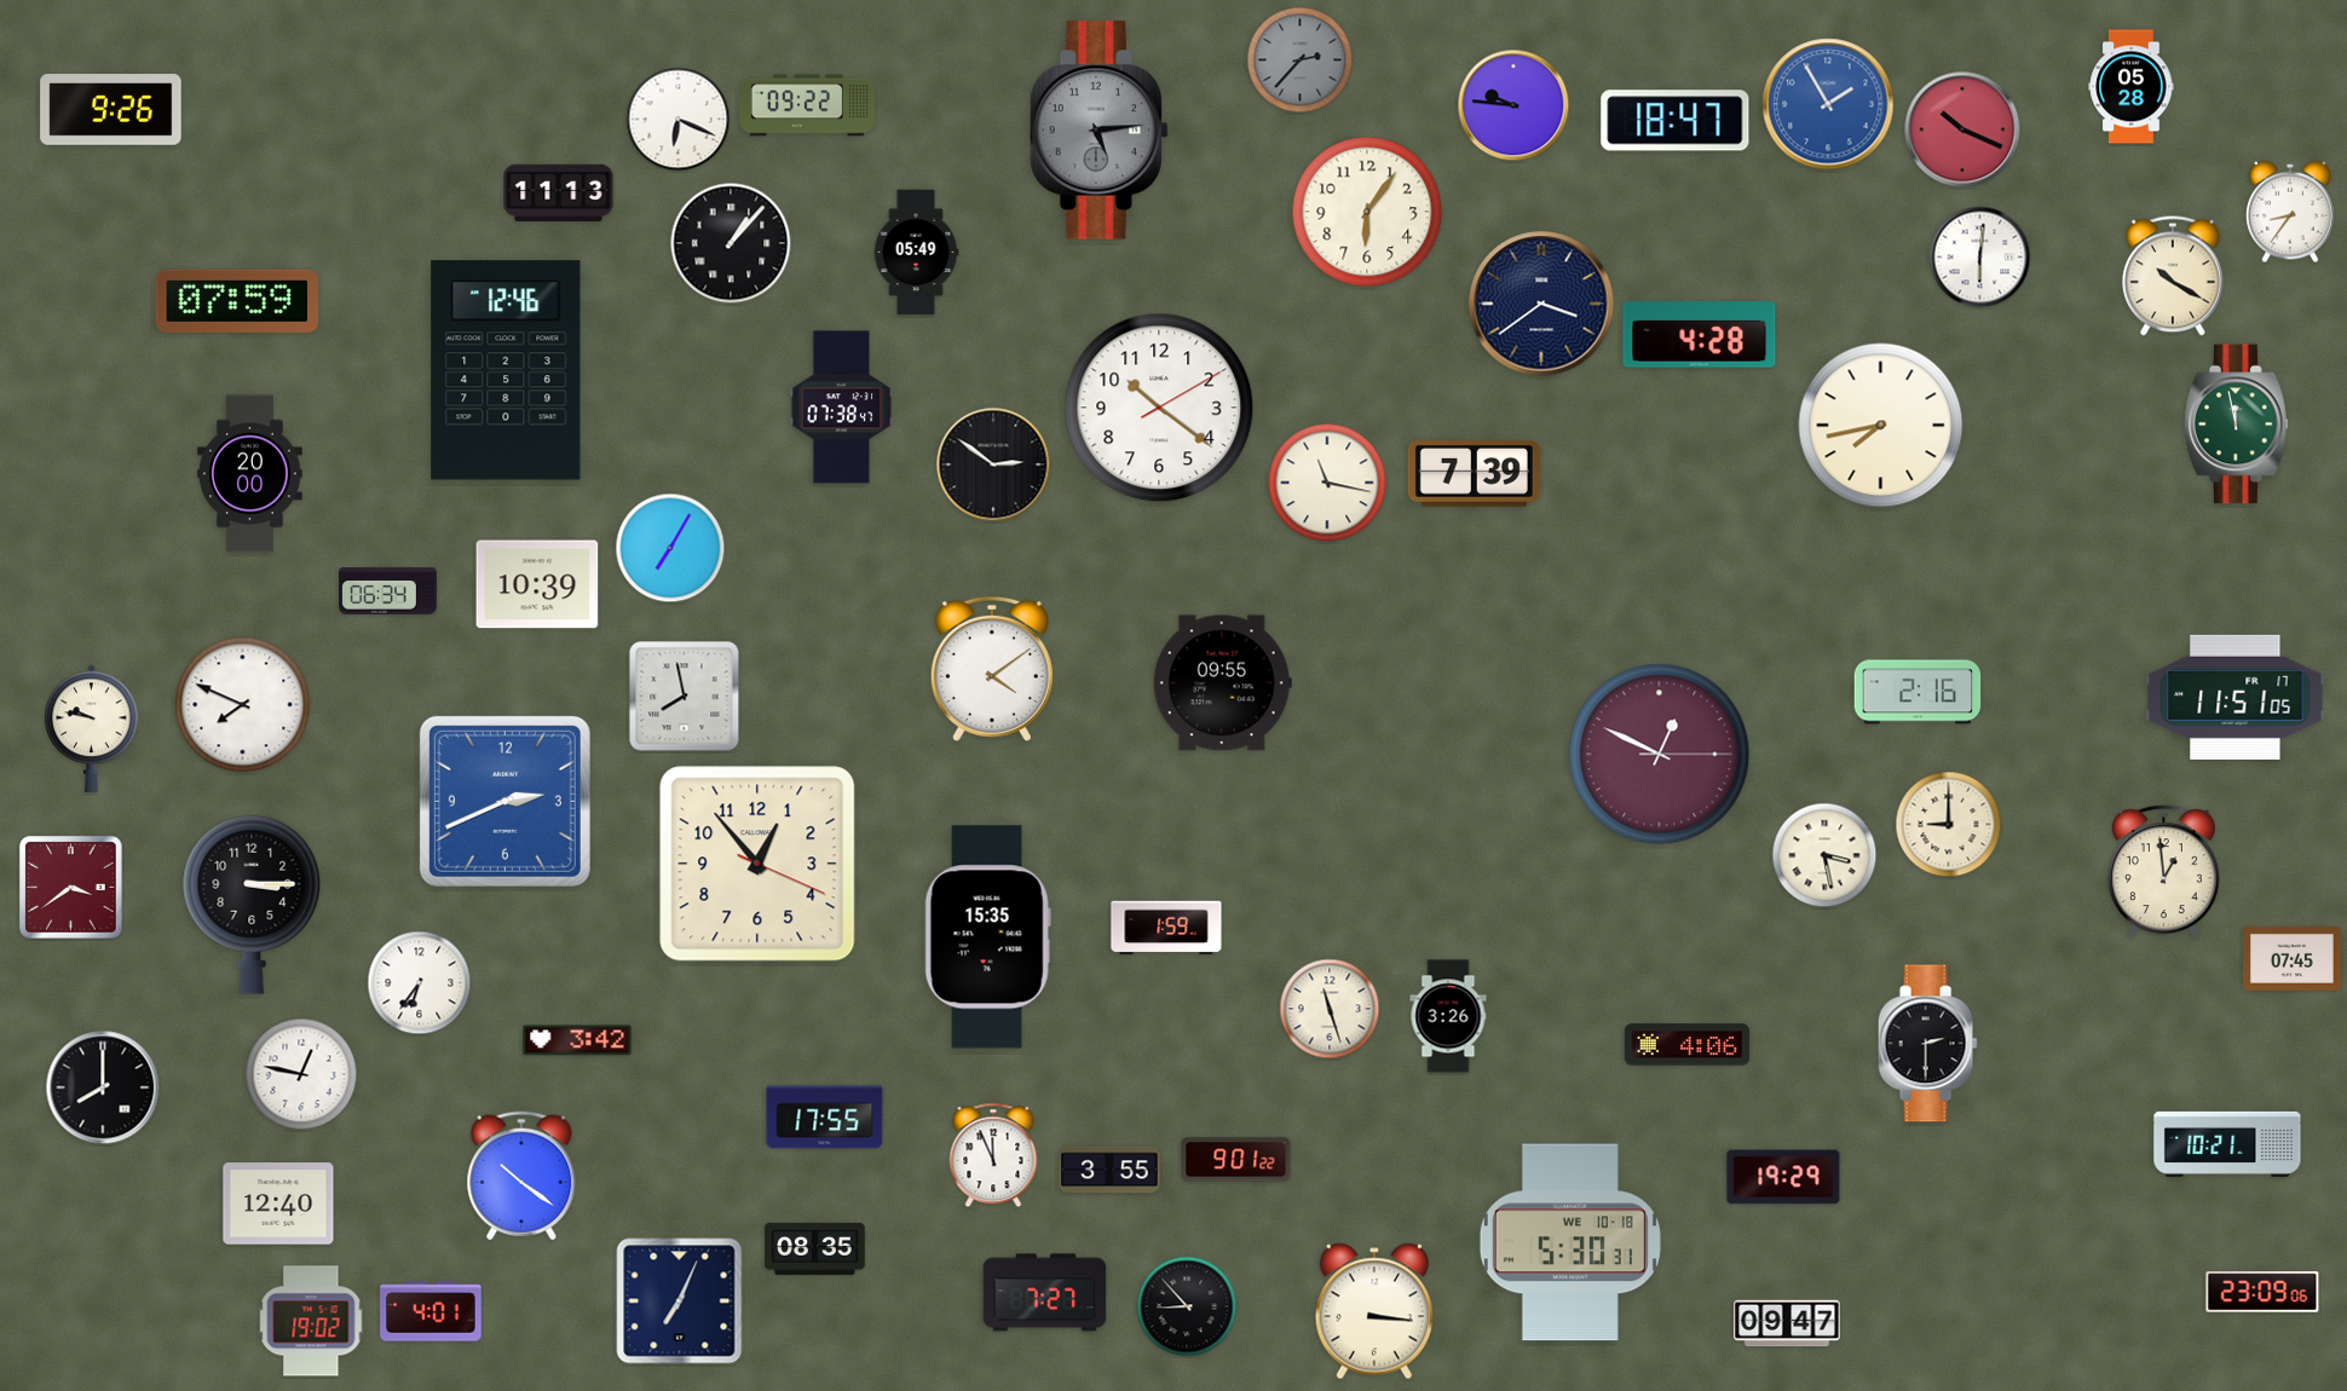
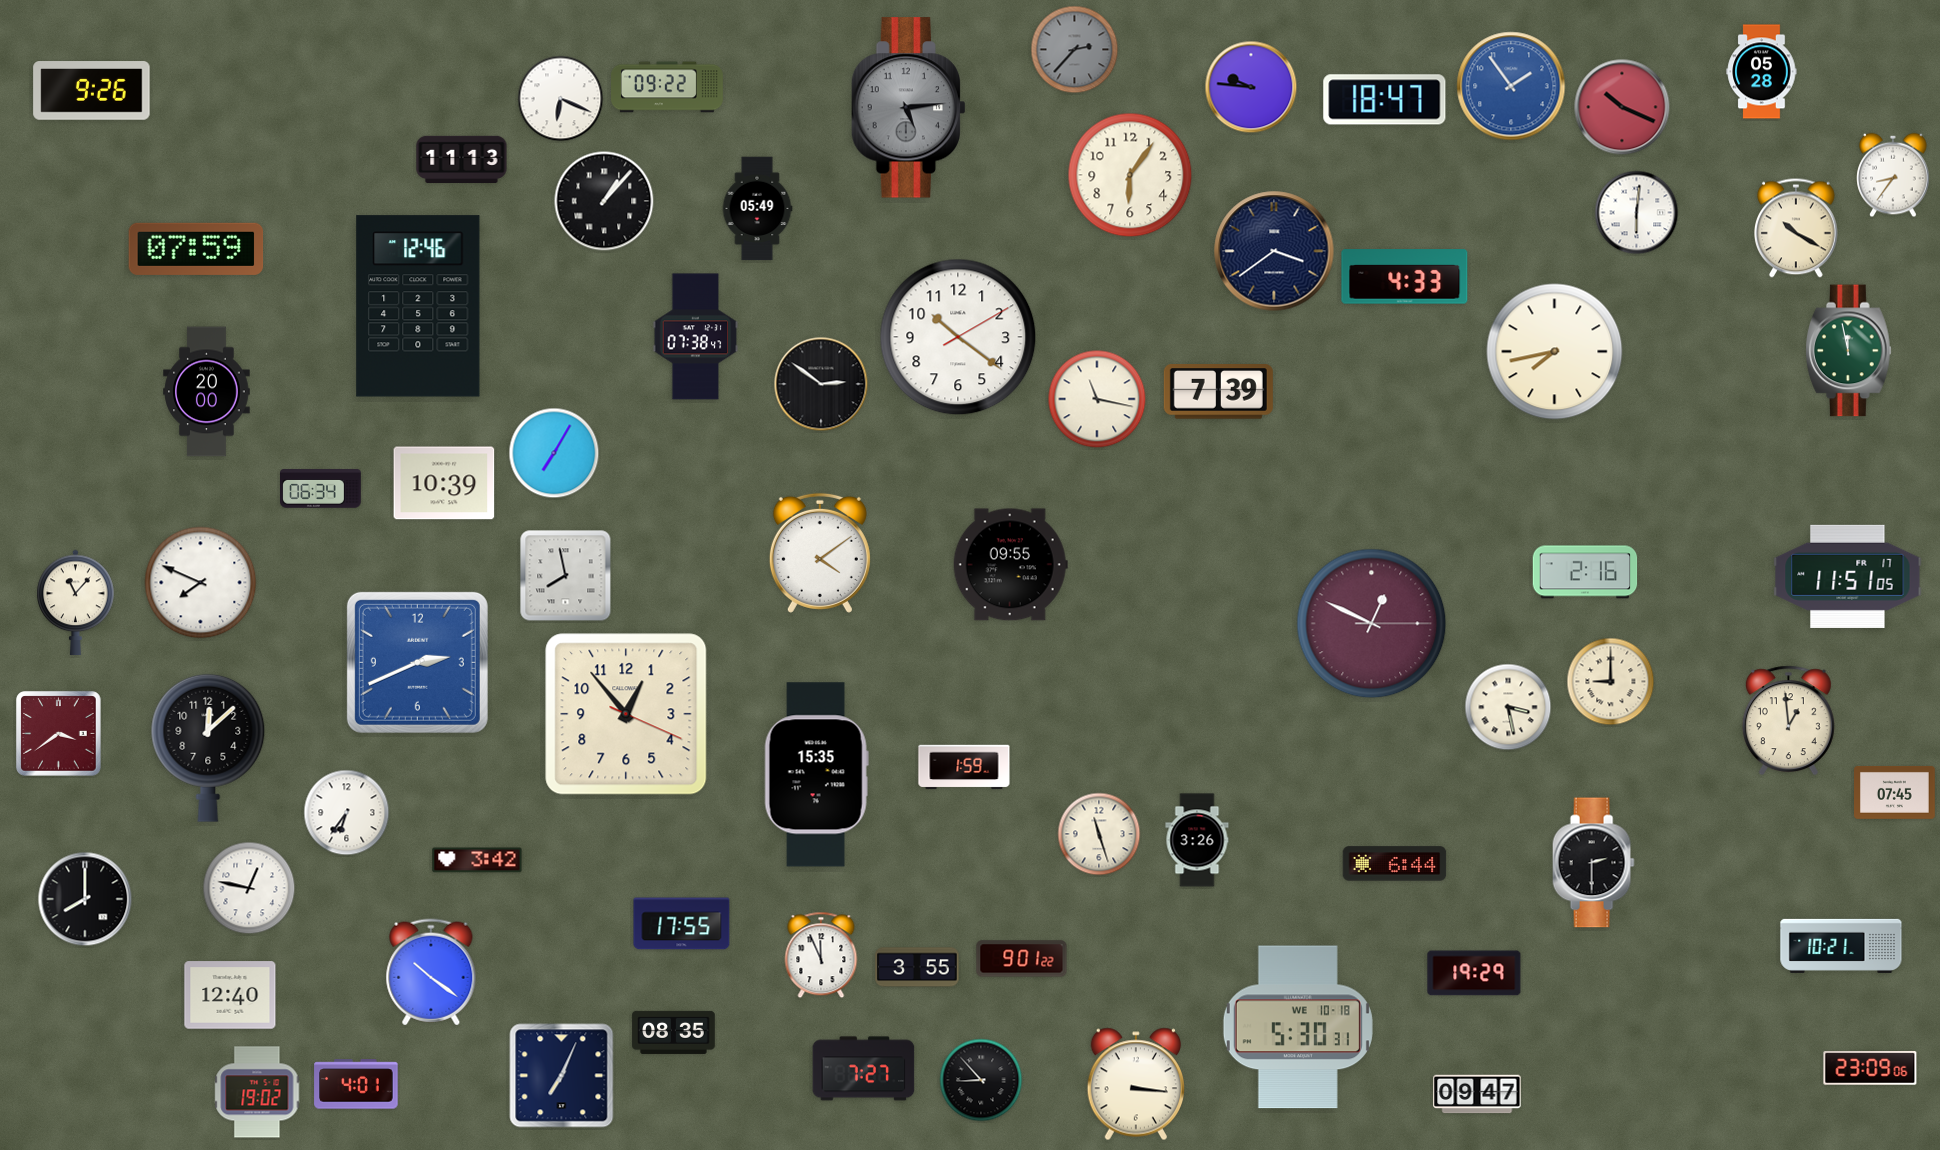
clock at (1828, 104): 1:55 -> 1:54
clock at (1700, 335): 4:28 -> 4:33
clock at (92, 729): 9:47 -> 11:07
clock at (252, 905): 3:15 -> 12:08
clock at (1688, 1045): 4:06 -> 6:44
